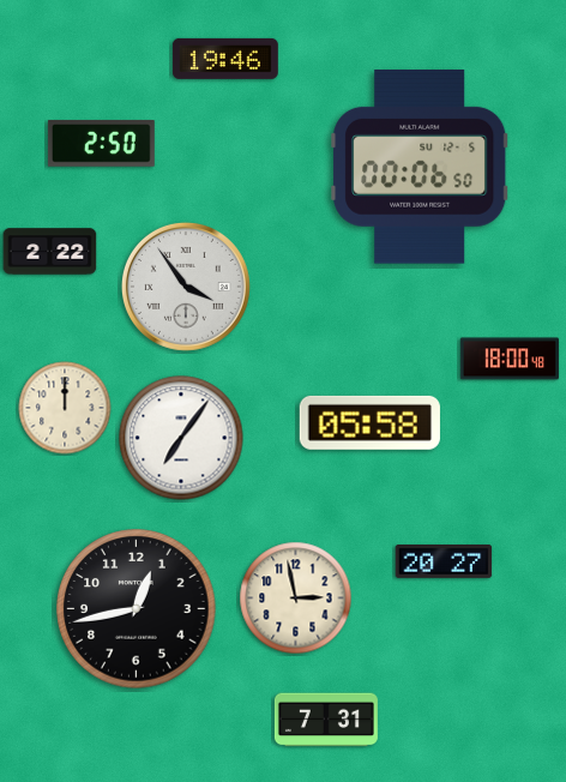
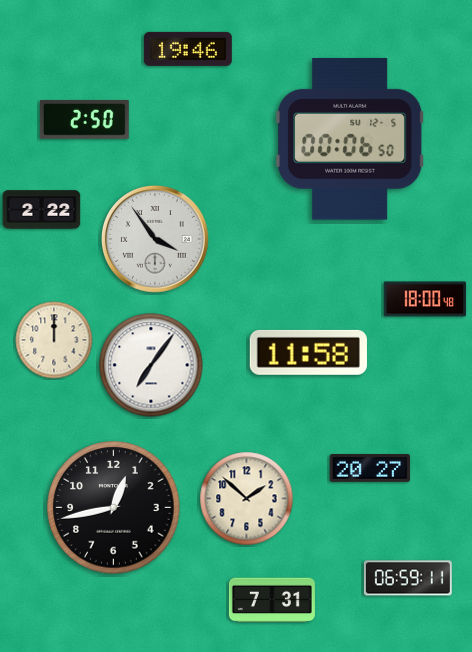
clock at (369, 422): 05:58 -> 11:58
clock at (296, 598): 2:58 -> 1:52
clock at (408, 578): none -> 06:59
